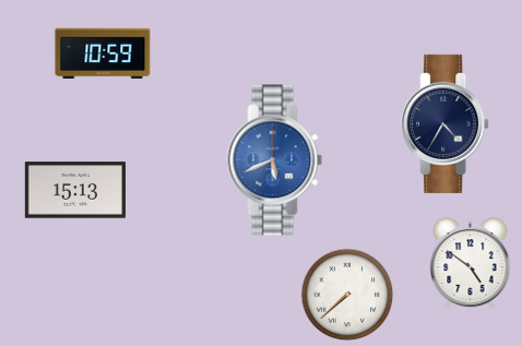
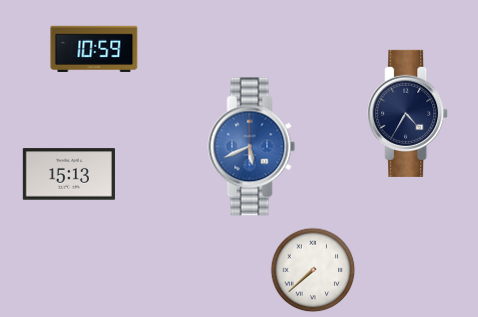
clock at (471, 265): 4:51 -> none
clock at (347, 295) position: (347, 295) -> (313, 270)
